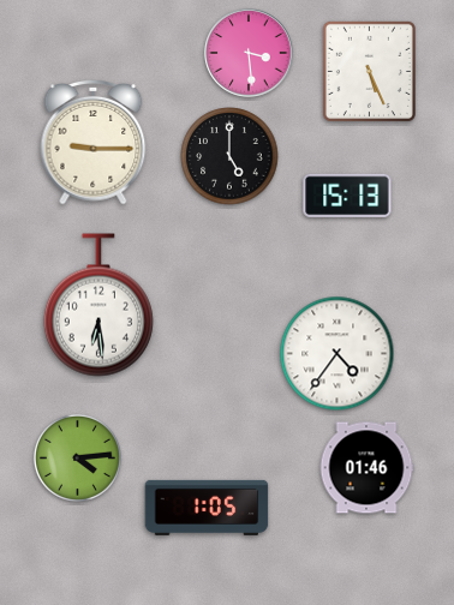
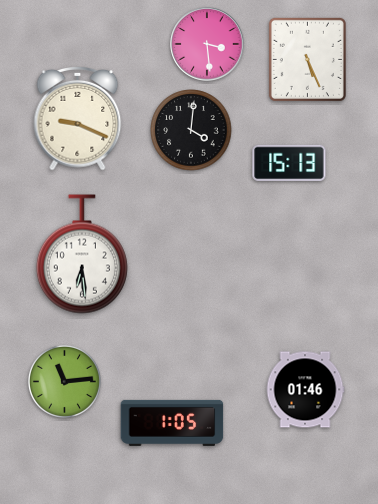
clock at (94, 142): 9:15 -> 9:19
clock at (229, 156): 5:00 -> 4:01
clock at (337, 354): 4:36 -> none
clock at (77, 457): 4:14 -> 11:14
